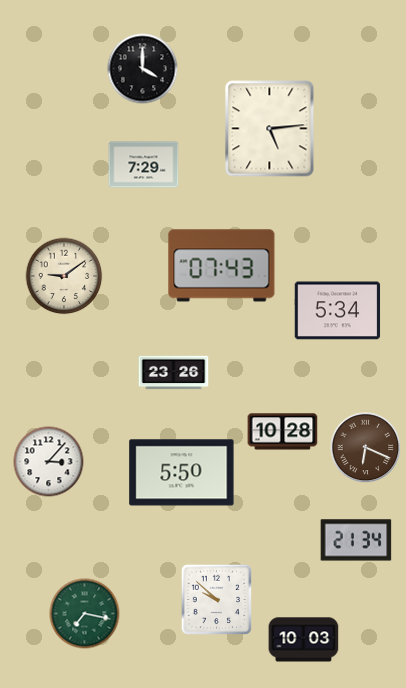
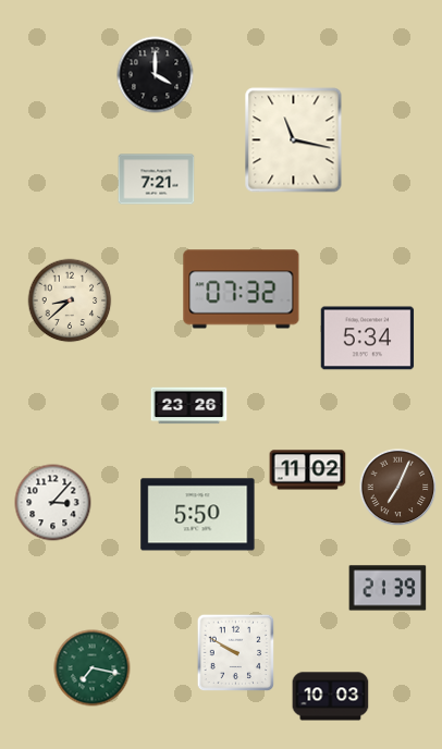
clock at (270, 129): 5:14 -> 11:17
clock at (144, 165): 7:29 -> 7:21
clock at (222, 266): 07:43 -> 07:32
clock at (64, 276): 9:09 -> 8:38
clock at (283, 432): 10:28 -> 11:02
clock at (366, 448): 6:19 -> 7:04
clock at (356, 540): 21:34 -> 21:39
clock at (217, 600): 9:52 -> 9:50
